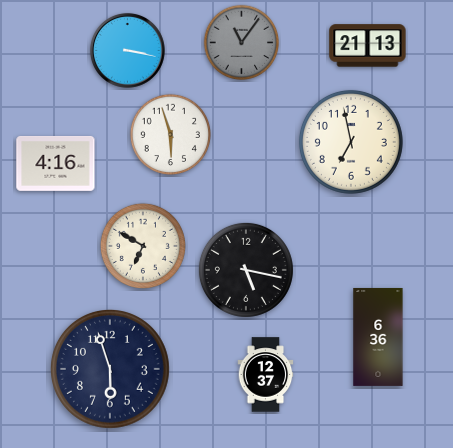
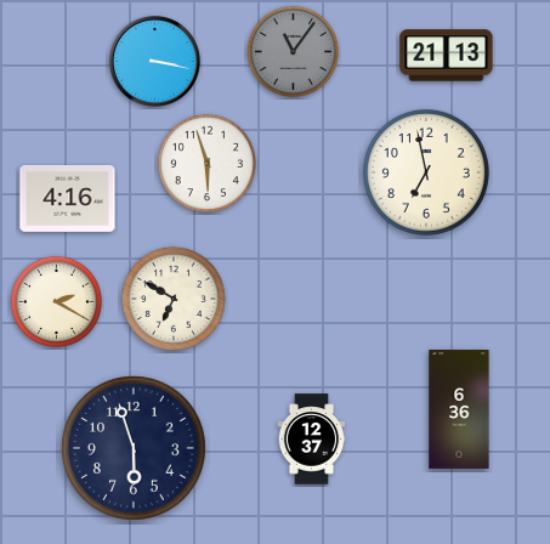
clock at (57, 302): none -> 2:20
clock at (246, 270): 5:17 -> none
clock at (266, 375) position: (266, 375) -> (312, 440)
